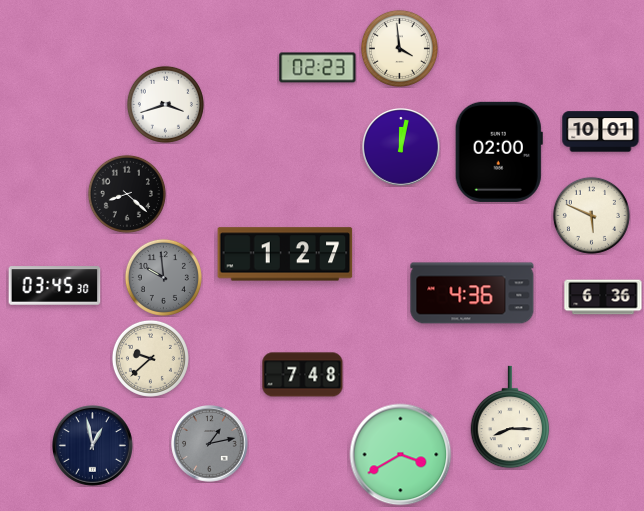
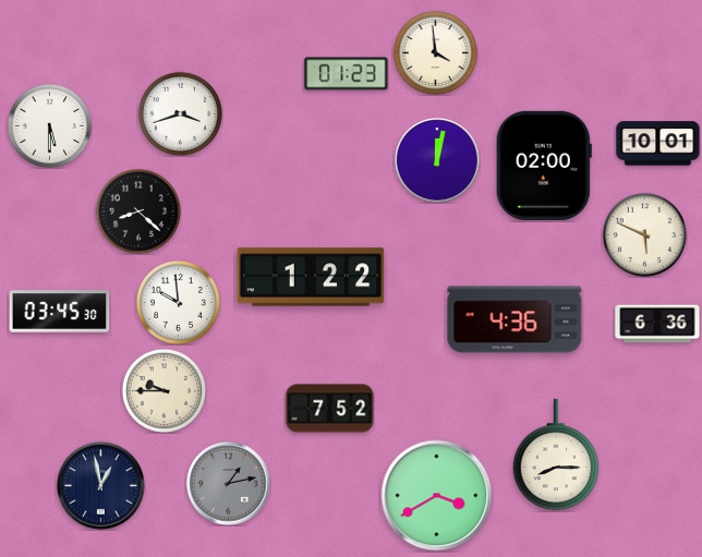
clock at (318, 68): 02:23 -> 01:23
clock at (49, 125): none -> 5:30
clock at (601, 132) position: (601, 132) -> (658, 144)
clock at (285, 254): 1:27 -> 1:22
clock at (163, 277) dial: grey -> white
clock at (150, 358): 9:38 -> 9:45
clock at (303, 375): 7:48 -> 7:52
